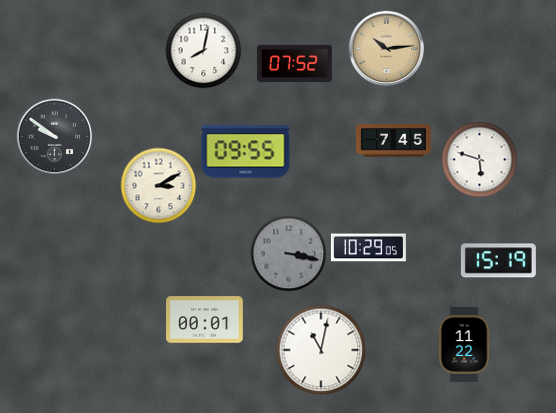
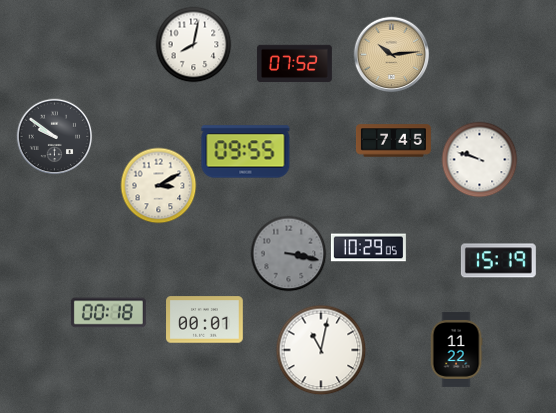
clock at (387, 49) position: (387, 49) -> (392, 55)
clock at (204, 51) position: (204, 51) -> (194, 45)
clock at (480, 160): 5:48 -> 9:48
clock at (108, 313): none -> 00:18
clock at (464, 344) position: (464, 344) -> (456, 349)
